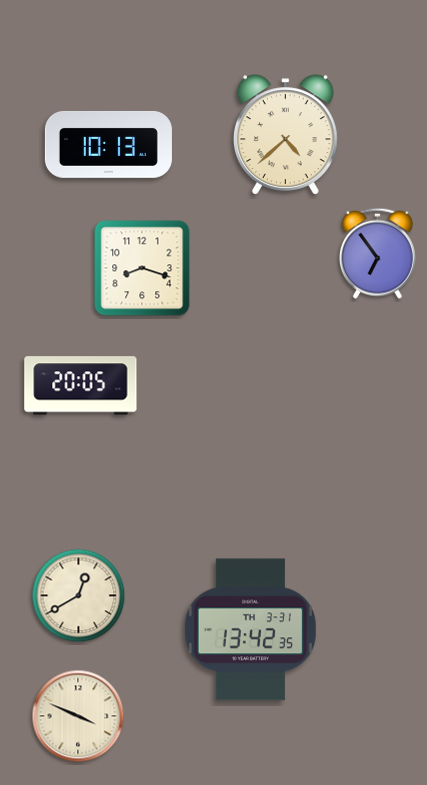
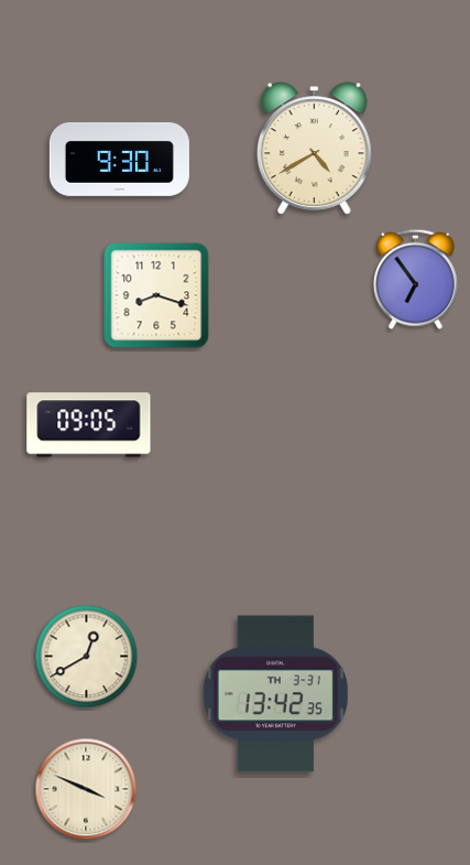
clock at (285, 135): 4:38 -> 4:40
clock at (108, 145): 10:13 -> 9:30
clock at (81, 386): 20:05 -> 09:05
